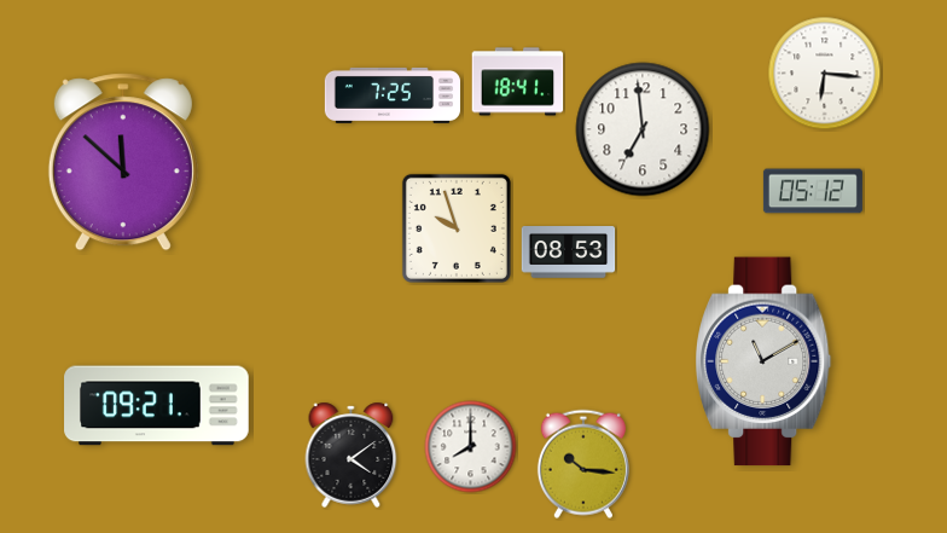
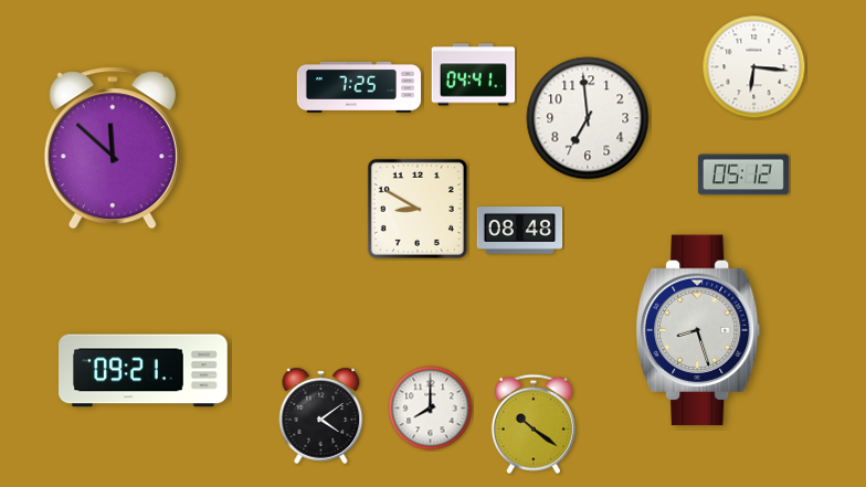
clock at (518, 82): 18:41 -> 04:41
clock at (457, 228): 9:57 -> 8:50
clock at (569, 253): 08:53 -> 08:48
clock at (765, 361): 11:10 -> 8:27
clock at (583, 464): 10:16 -> 10:21
